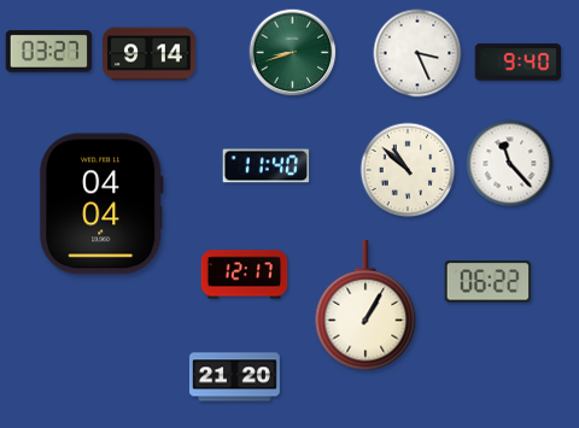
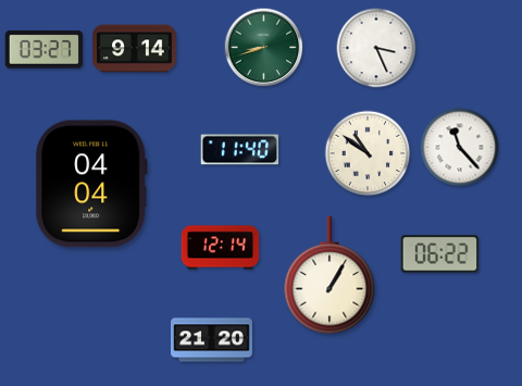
clock at (49, 52) position: (49, 52) -> (45, 50)
clock at (519, 63): 9:40 -> none
clock at (408, 170): 10:52 -> 10:51
clock at (245, 275): 12:17 -> 12:14
